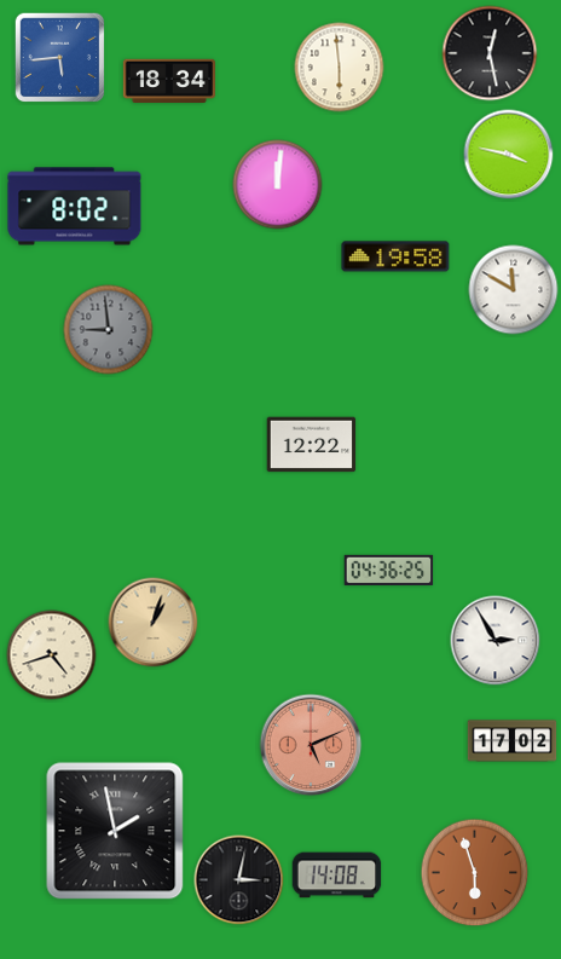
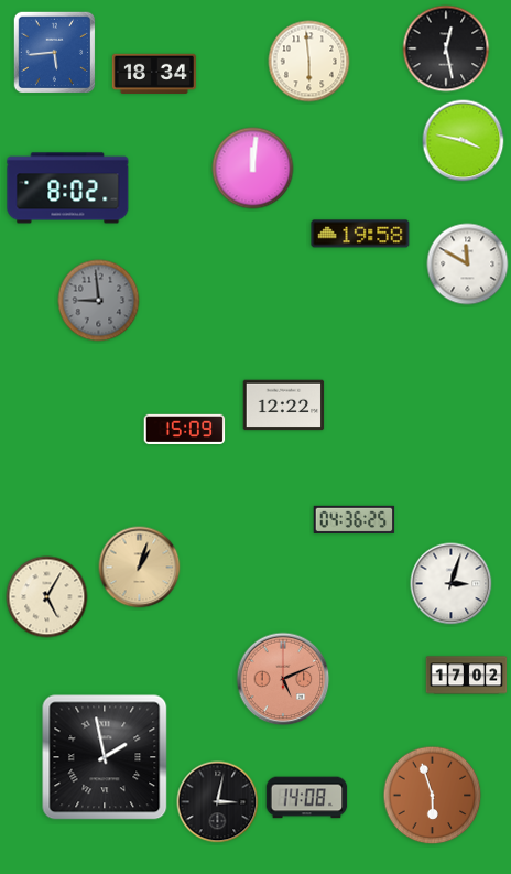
clock at (185, 429): none -> 15:09
clock at (496, 641): 2:55 -> 3:03
clock at (52, 655): 4:42 -> 5:05
